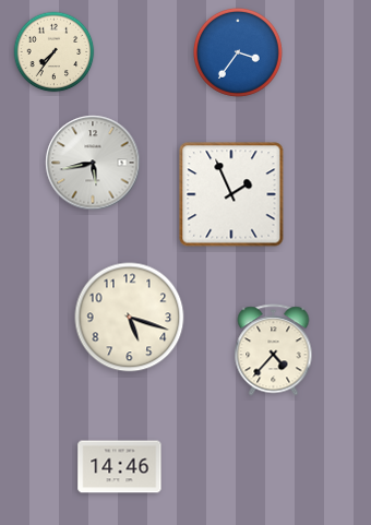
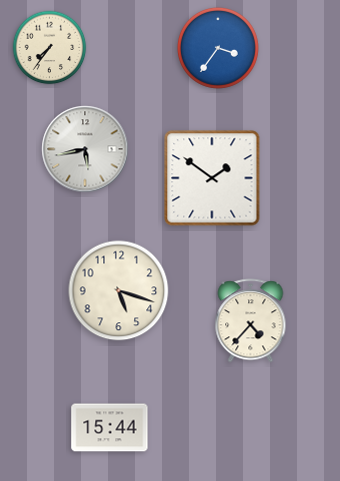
clock at (231, 194): 1:56 -> 1:51
clock at (120, 467): 14:46 -> 15:44
